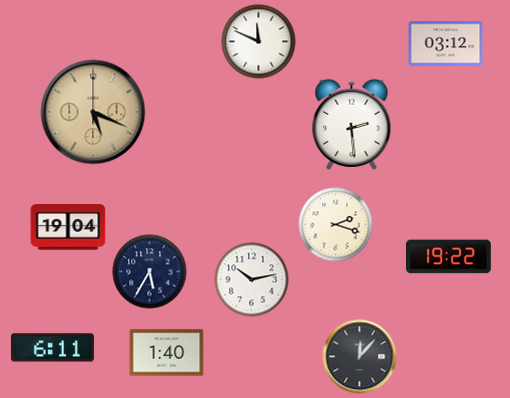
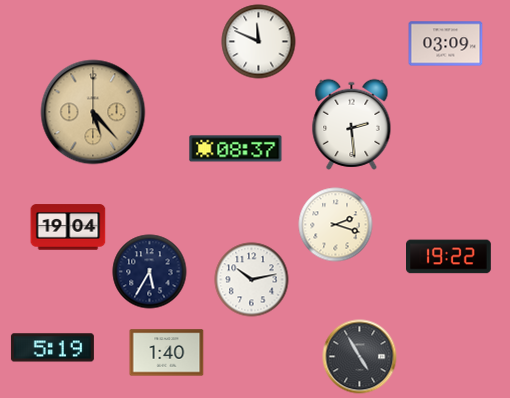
clock at (446, 44): 03:12 -> 03:09
clock at (93, 112): 5:19 -> 5:23
clock at (236, 149): none -> 08:37
clock at (52, 348): 6:11 -> 5:19
clock at (360, 357): 12:07 -> 4:55
